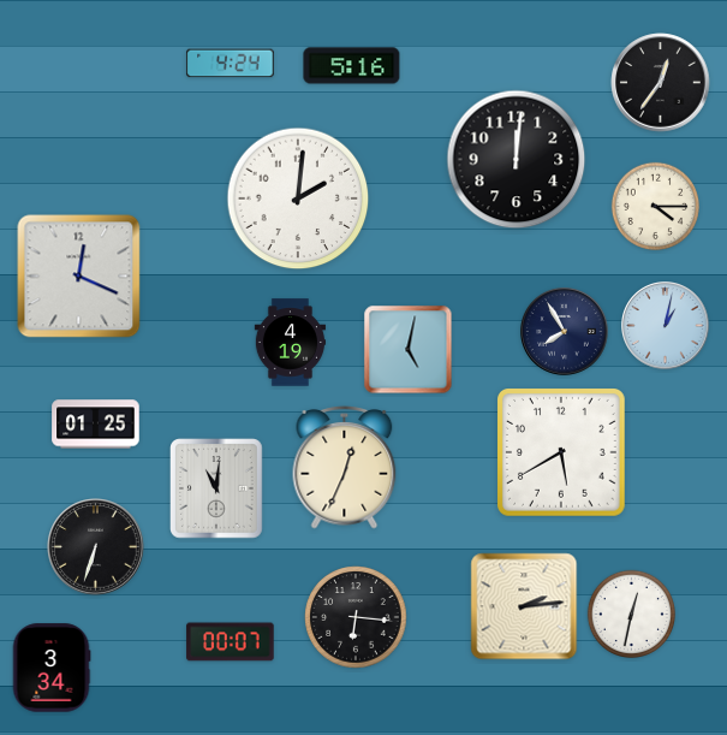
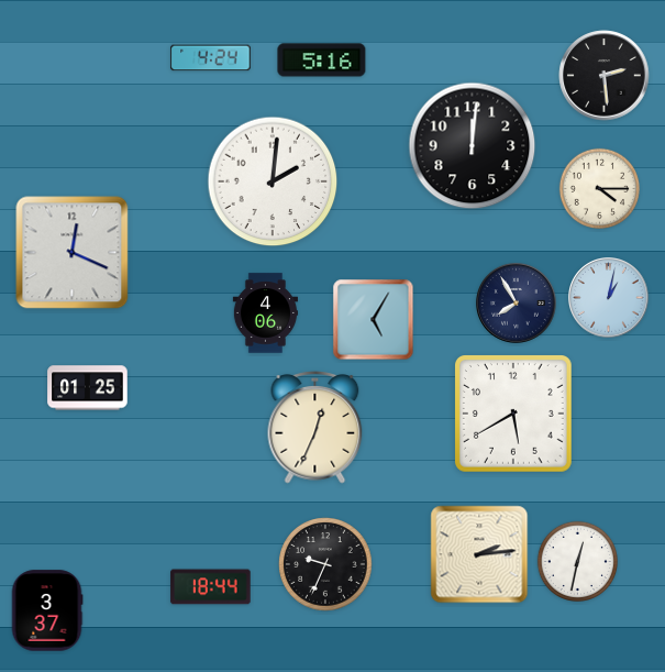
clock at (661, 83): 12:36 -> 2:29
clock at (290, 343): 4:19 -> 4:06
clock at (409, 350): 5:02 -> 5:05
clock at (217, 488): 11:01 -> none
clock at (96, 547): 6:33 -> none
clock at (356, 617): 6:16 -> 9:34
clock at (231, 642): 00:07 -> 18:44
clock at (52, 668): 3:34 -> 3:37
